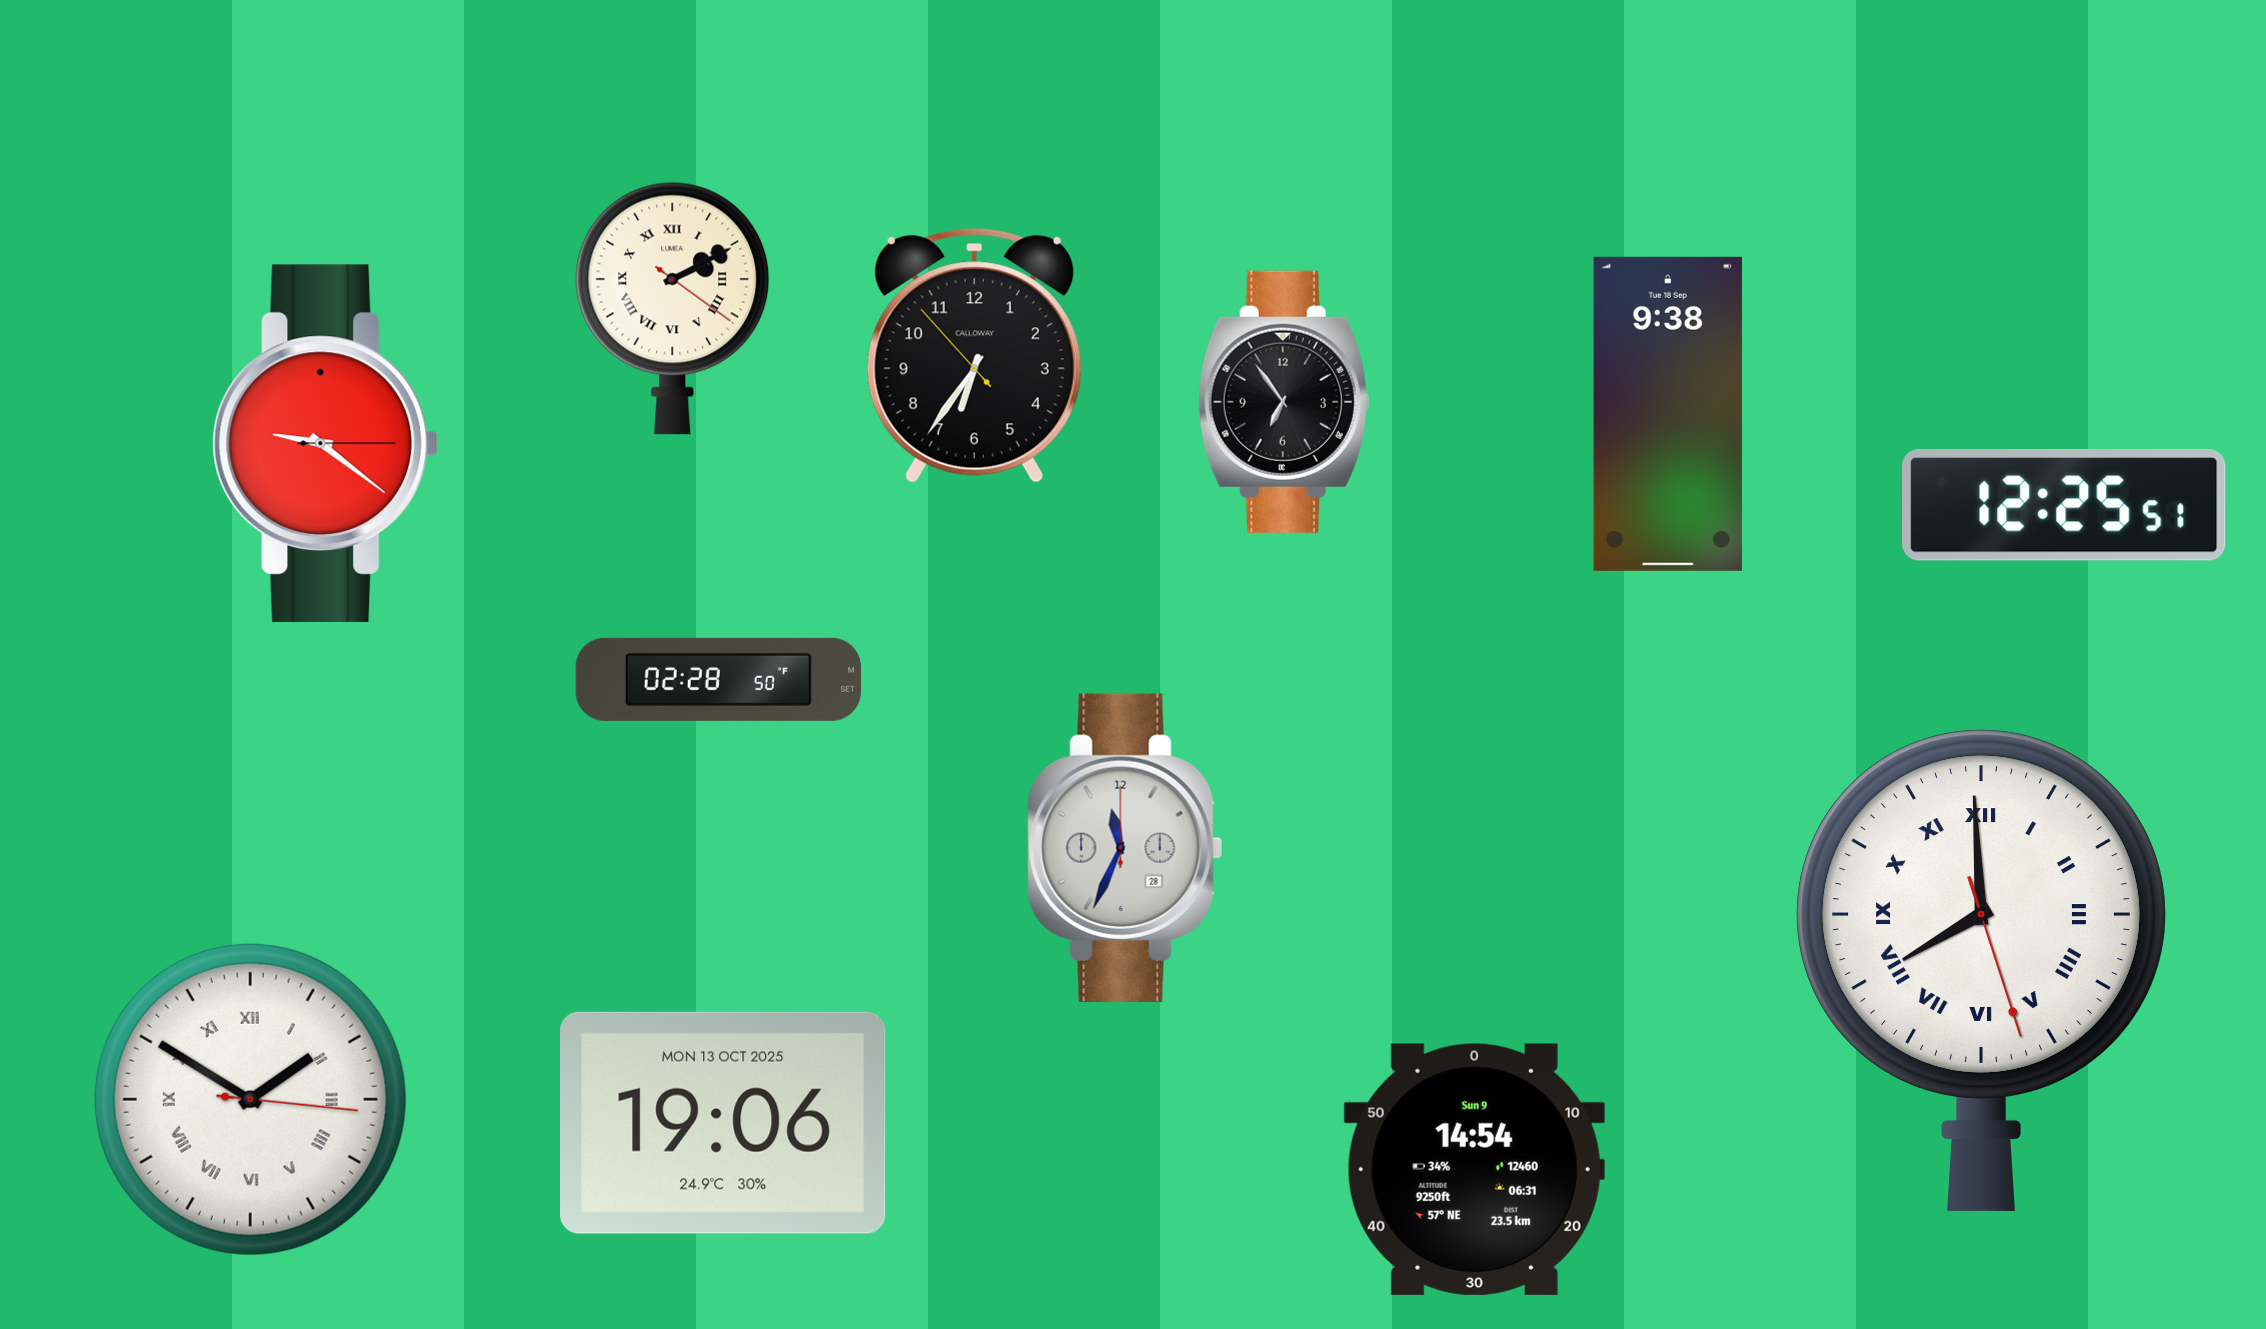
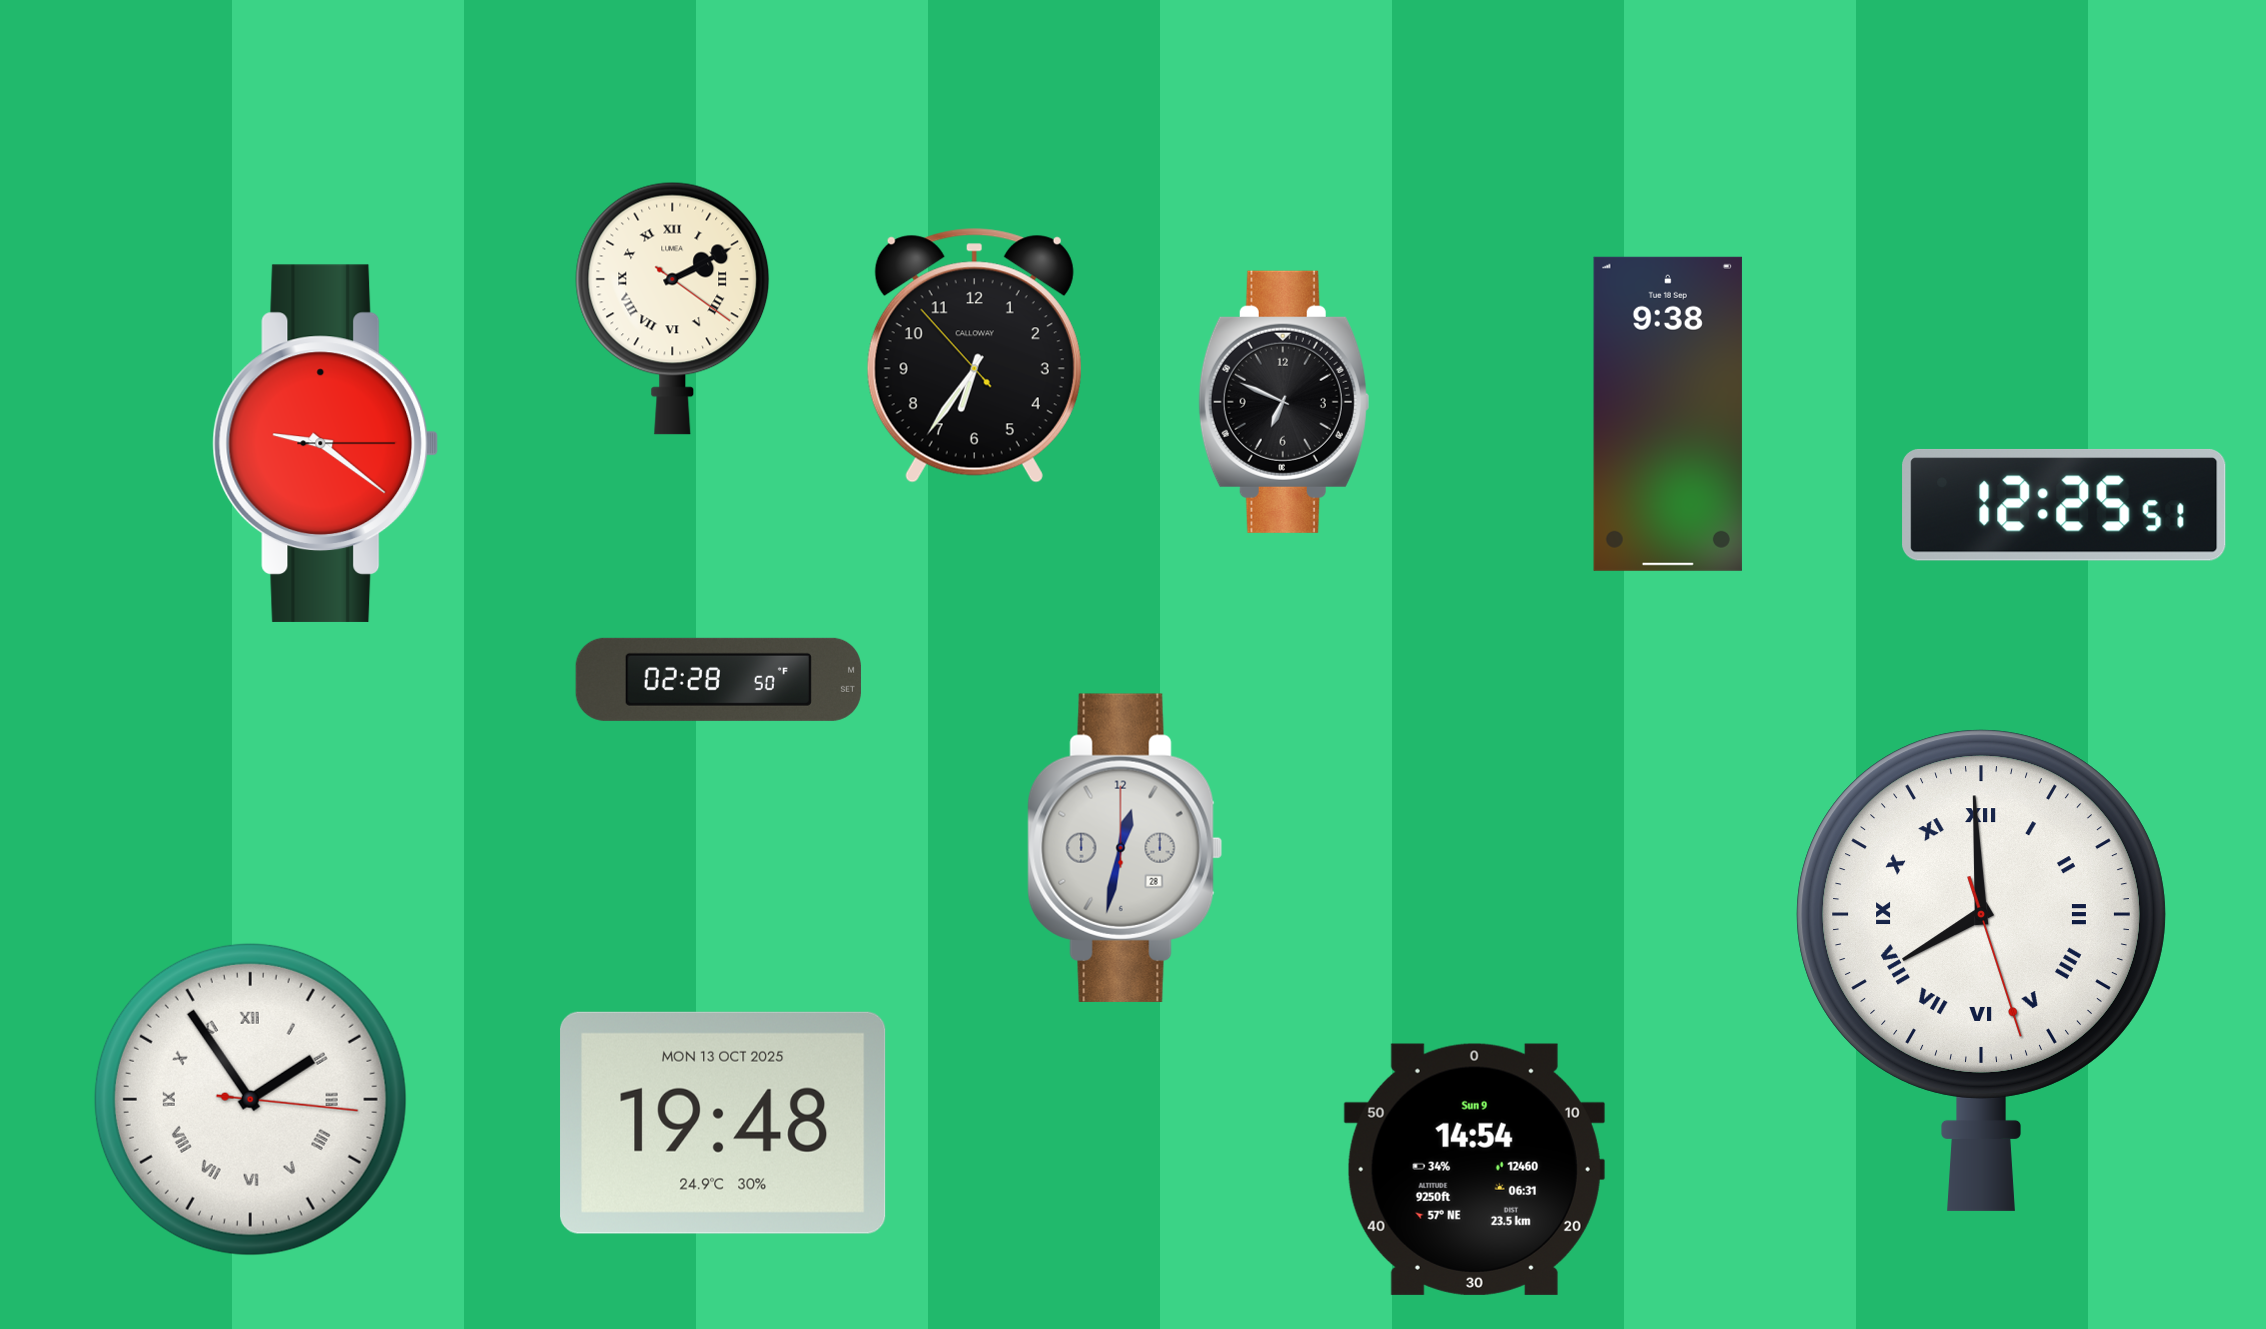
clock at (1284, 402): 6:54 -> 6:49
clock at (1125, 848): 11:34 -> 12:32
clock at (250, 1099): 1:50 -> 1:54
clock at (723, 1123): 19:06 -> 19:48
